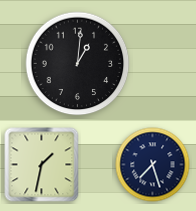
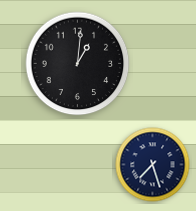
clock at (42, 165): 1:32 -> none
